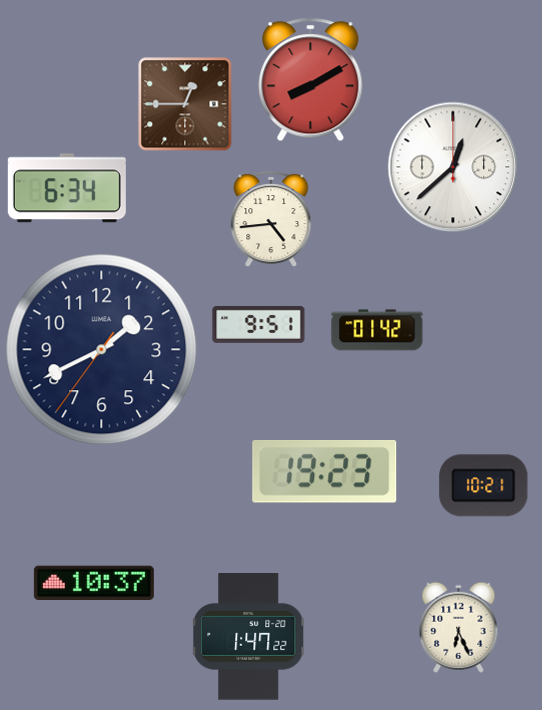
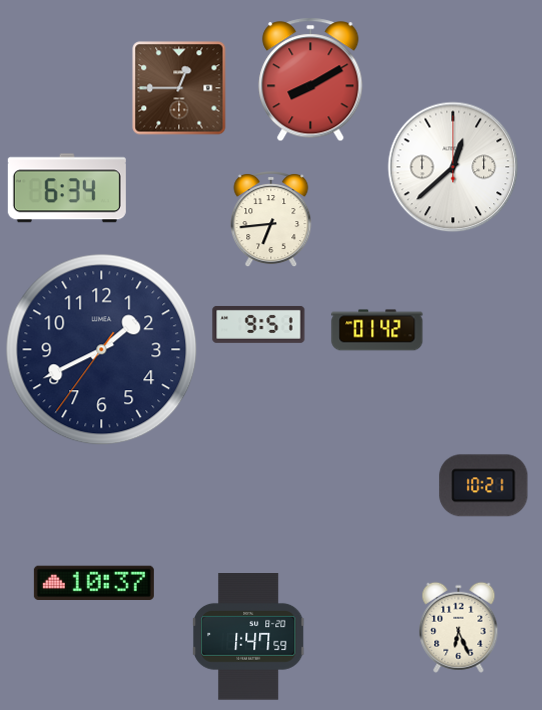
clock at (185, 104) position: (185, 104) -> (179, 88)
clock at (271, 220): 4:44 -> 6:44
clock at (325, 472): 19:23 -> none
clock at (249, 637): 1:47:22 -> 1:47:59
